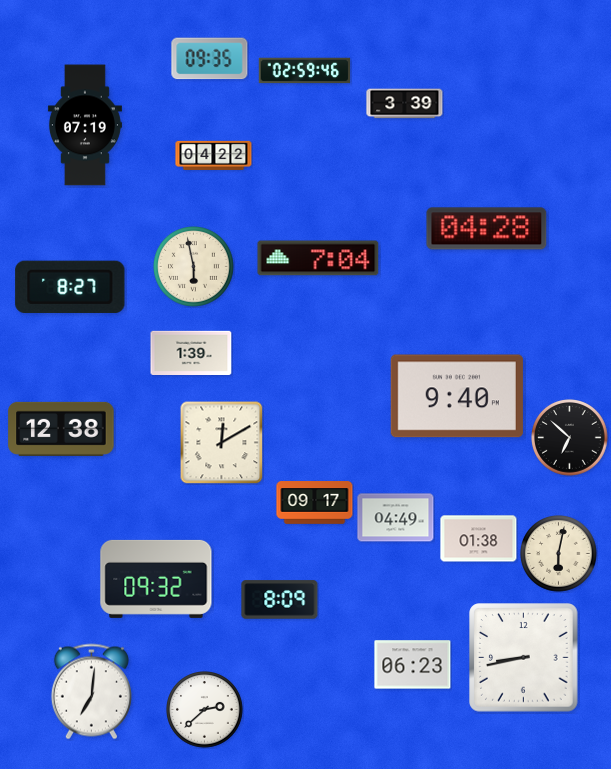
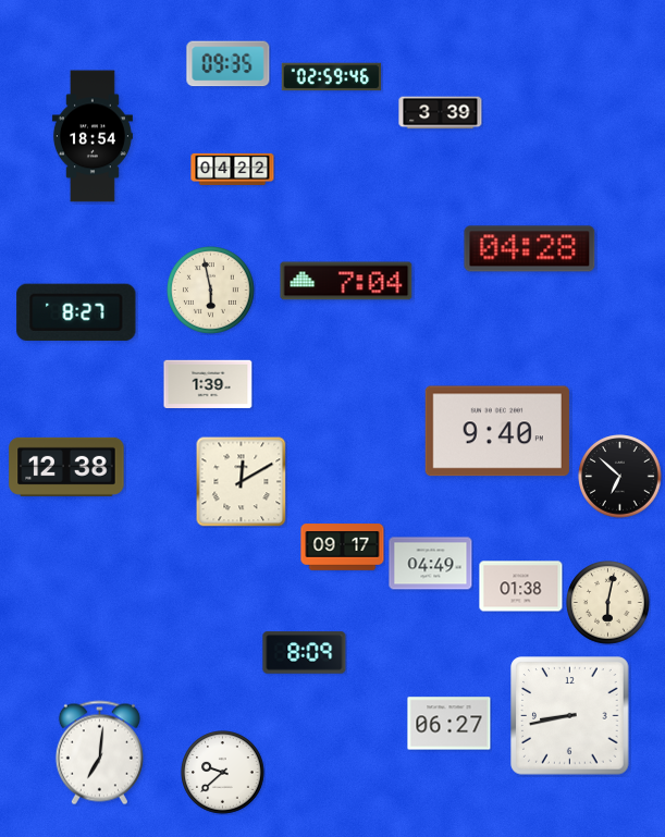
clock at (85, 125): 07:19 -> 18:54
clock at (156, 579): 09:32 -> none
clock at (413, 665): 06:23 -> 06:27
clock at (205, 710): 2:38 -> 9:38
